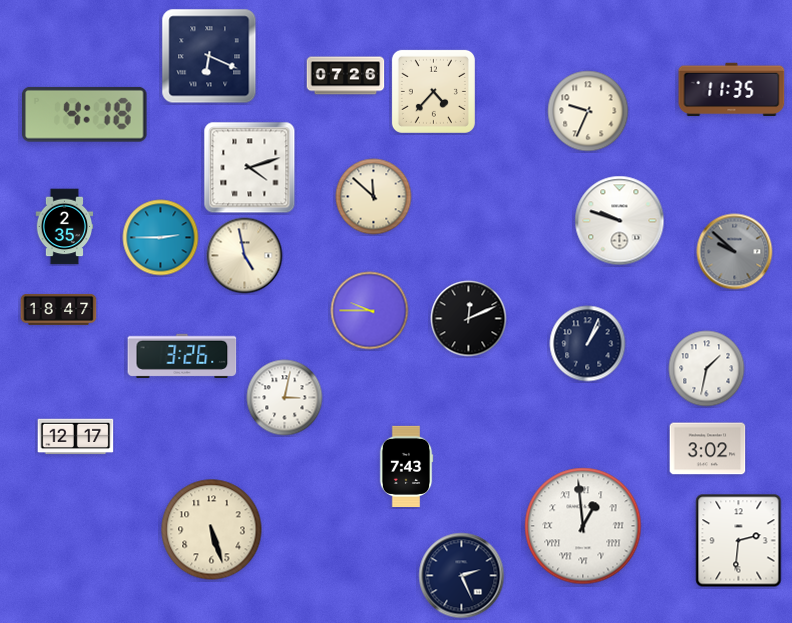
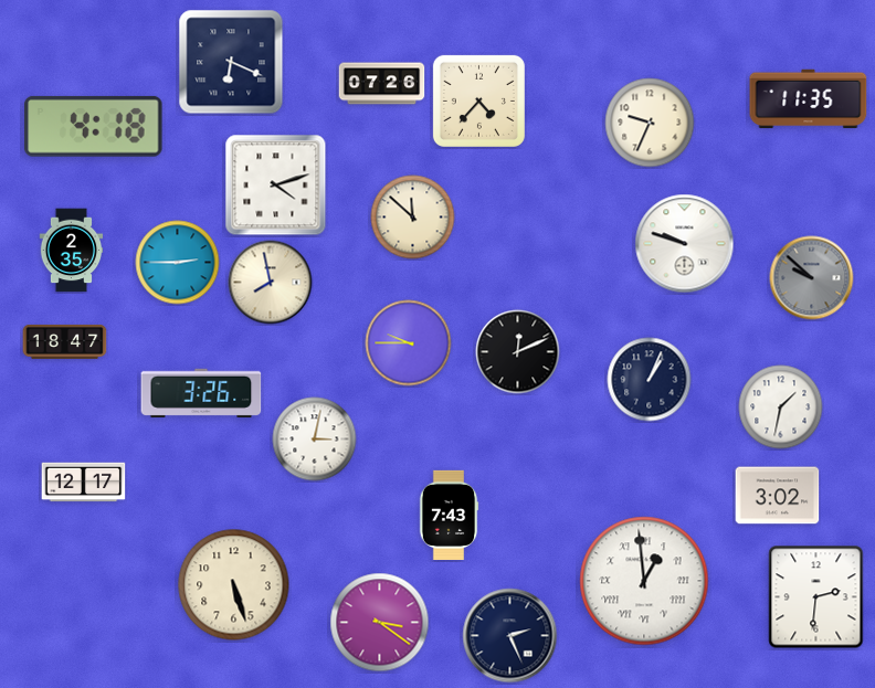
clock at (245, 256): 4:58 -> 7:58
clock at (708, 449) position: (708, 449) -> (778, 496)
clock at (380, 623): none -> 3:21
